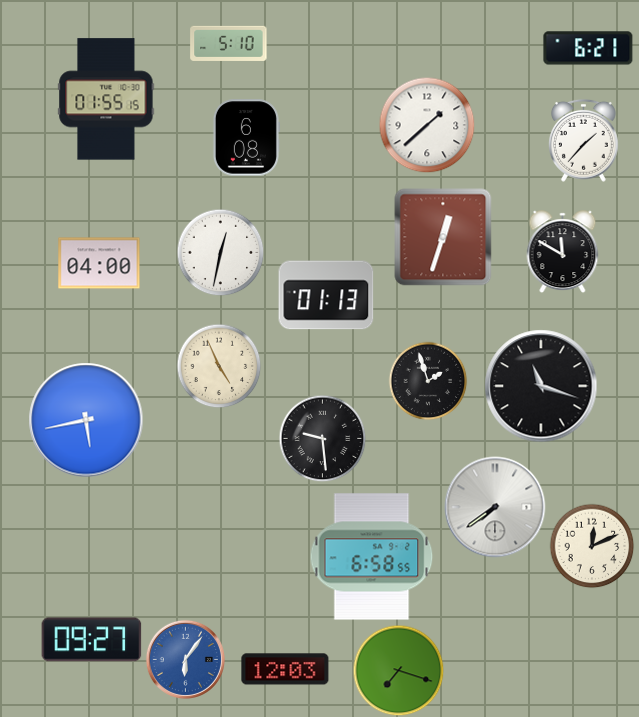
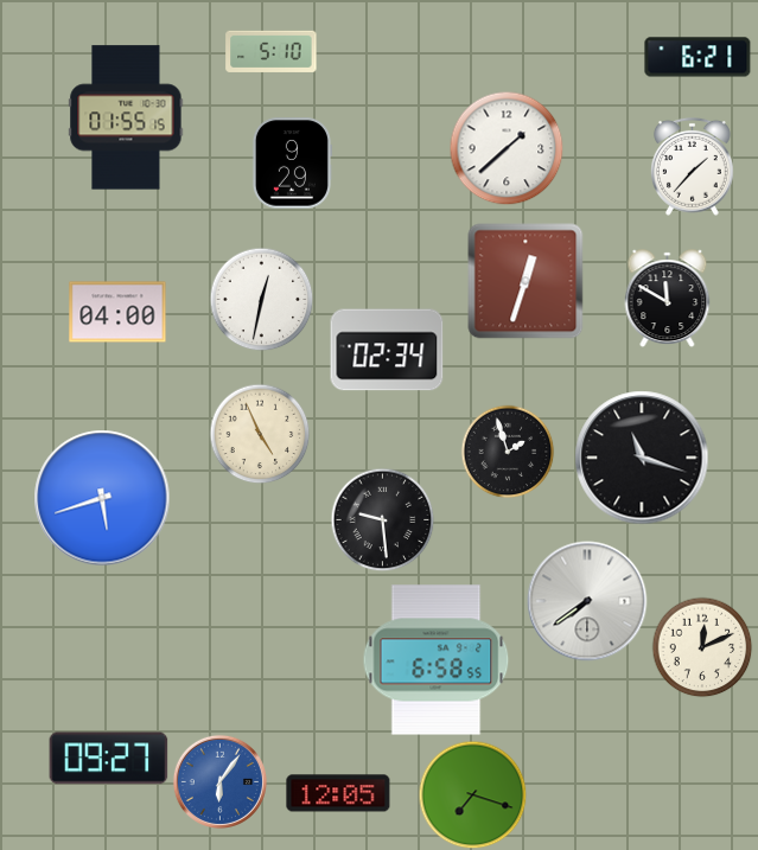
clock at (246, 138): 6:08 -> 9:29
clock at (326, 295): 01:13 -> 02:34
clock at (86, 420): 5:43 -> 5:42
clock at (372, 557) position: (372, 557) -> (437, 660)
clock at (285, 669): 12:03 -> 12:05
